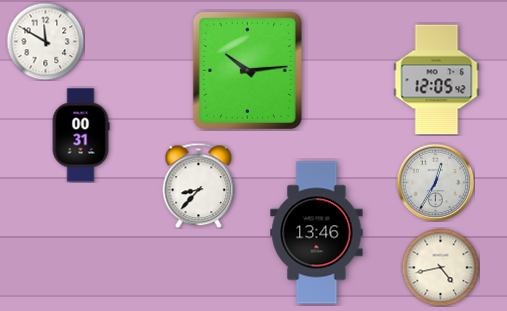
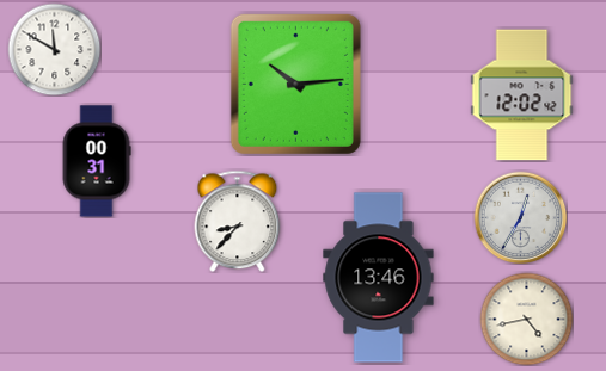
clock at (437, 80): 12:05 -> 12:02
